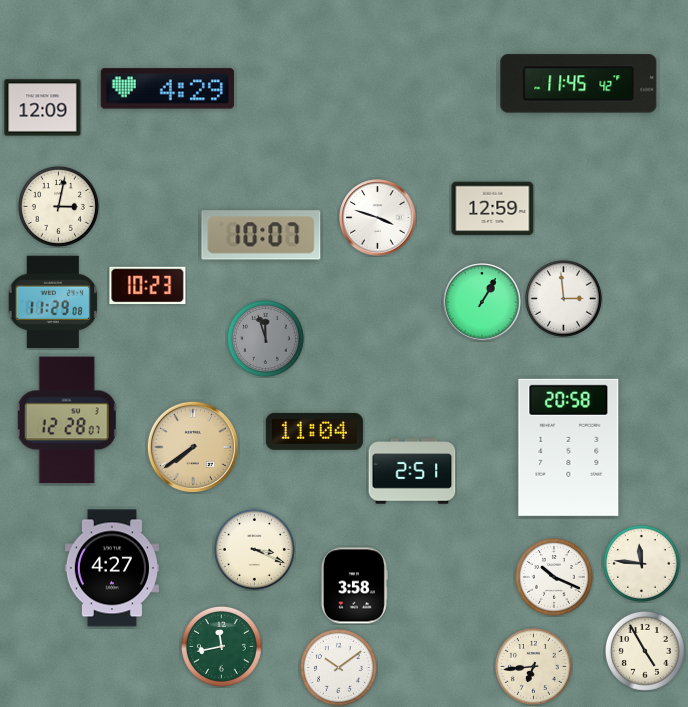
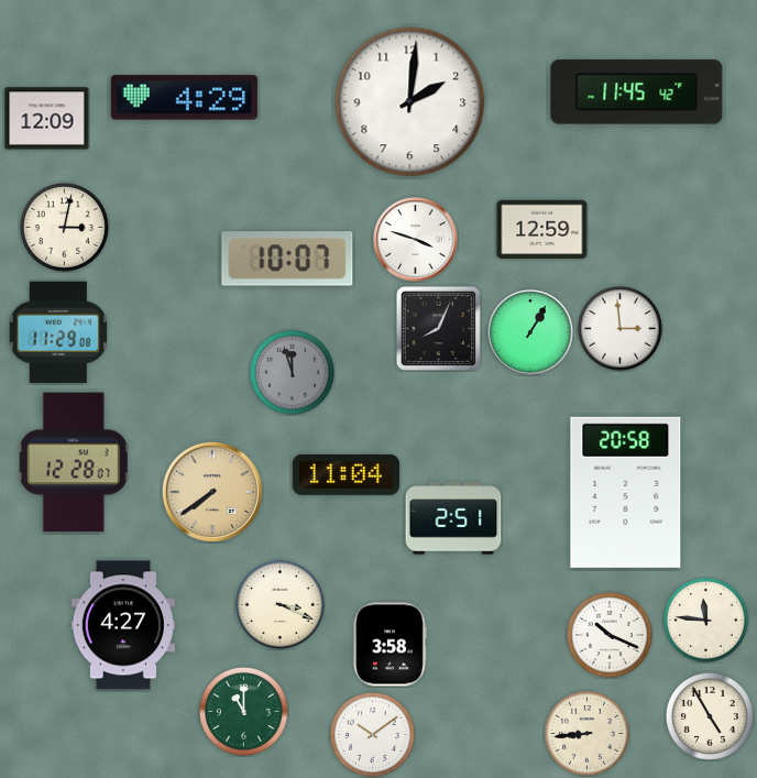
clock at (410, 102): none -> 2:01
clock at (148, 286): 10:23 -> none
clock at (438, 328): none -> 8:04
clock at (221, 646): 11:43 -> 11:00
clock at (534, 667): 6:44 -> 8:44
